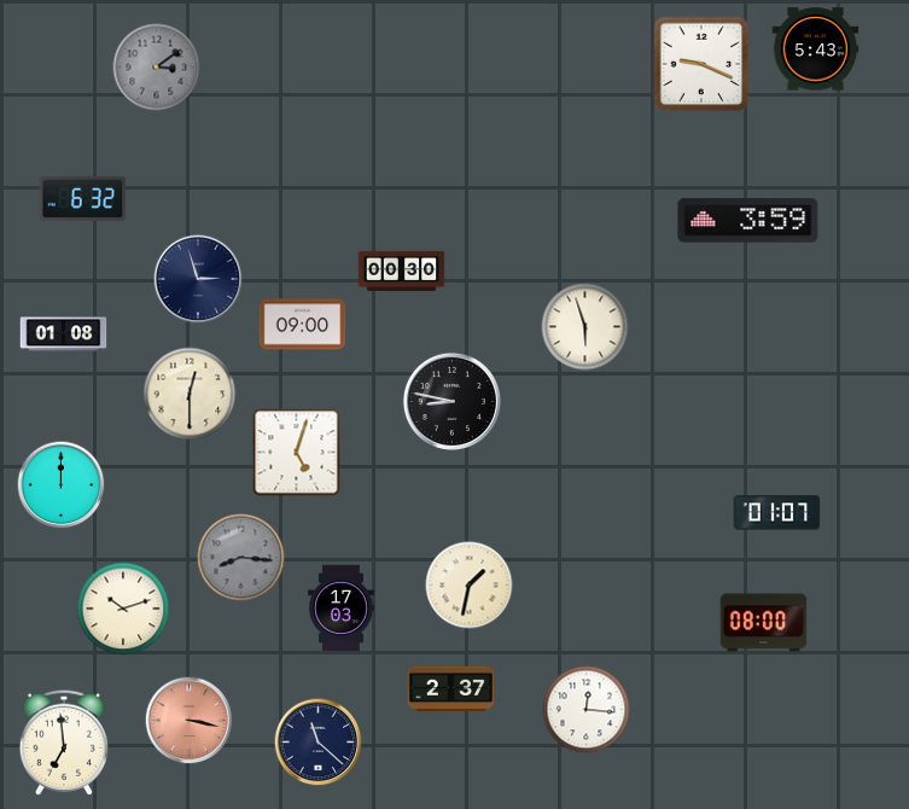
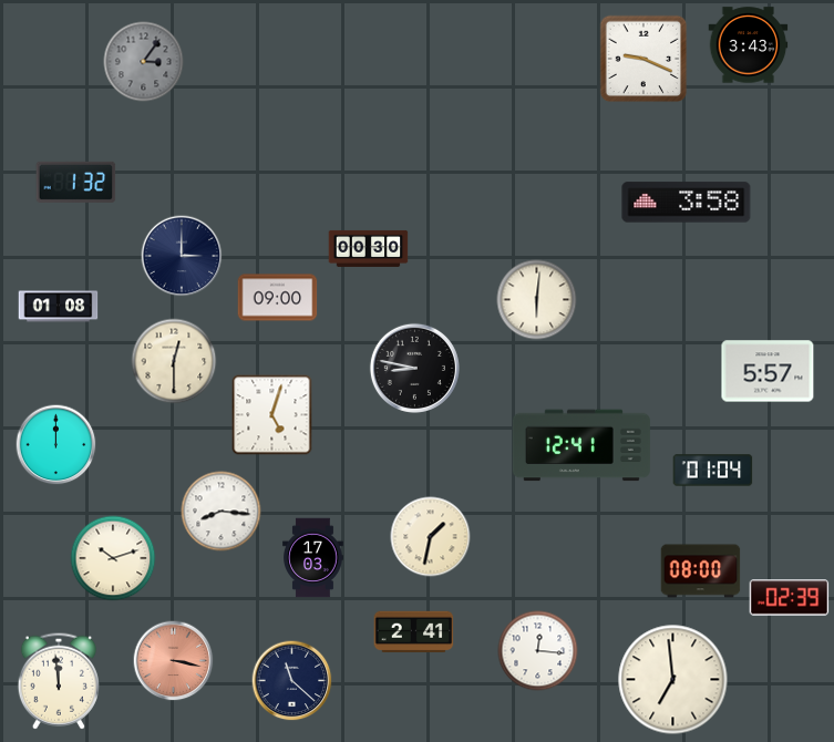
clock at (816, 50): 5:43 -> 3:43
clock at (157, 68): 3:09 -> 3:06
clock at (83, 198): 6:32 -> 1:32
clock at (748, 221): 3:59 -> 3:58
clock at (198, 279): 2:57 -> 3:00
clock at (585, 327): 5:57 -> 6:01
clock at (768, 371): none -> 5:57
clock at (581, 445): none -> 12:41
clock at (777, 513): 01:07 -> 01:04
clock at (241, 558) dial: grey -> white
clock at (790, 598): none -> 02:39
clock at (451, 689): 2:37 -> 2:41
clock at (673, 680): none -> 6:59
clock at (64, 743): 6:59 -> 11:59
